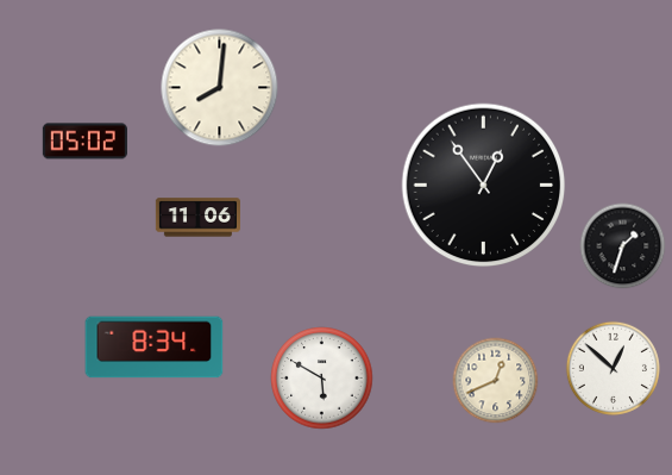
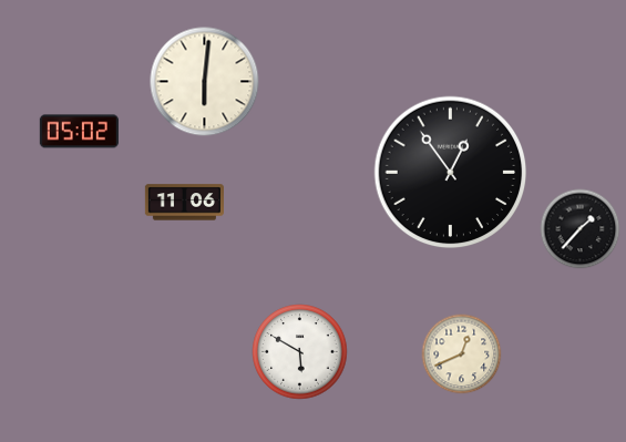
clock at (220, 88): 8:01 -> 6:01
clock at (623, 246): 1:33 -> 1:37
clock at (155, 348): 8:34 -> none
clock at (613, 368): 12:52 -> none
